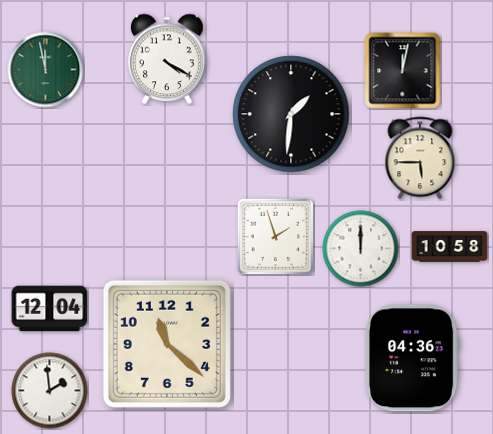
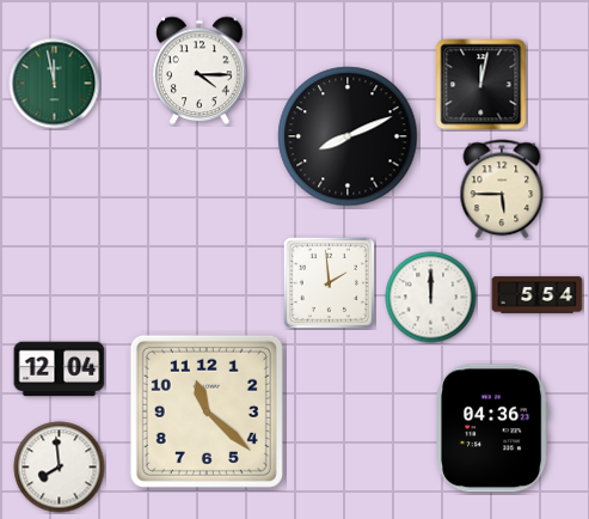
clock at (167, 59): 4:20 -> 4:15
clock at (291, 114): 1:31 -> 8:11
clock at (275, 236): 1:57 -> 1:59
clock at (450, 247): 10:58 -> 5:54
clock at (167, 344) position: (167, 344) -> (207, 411)
clock at (50, 391): 1:59 -> 7:59
